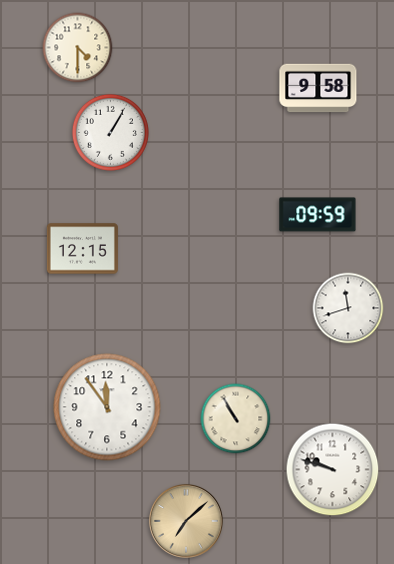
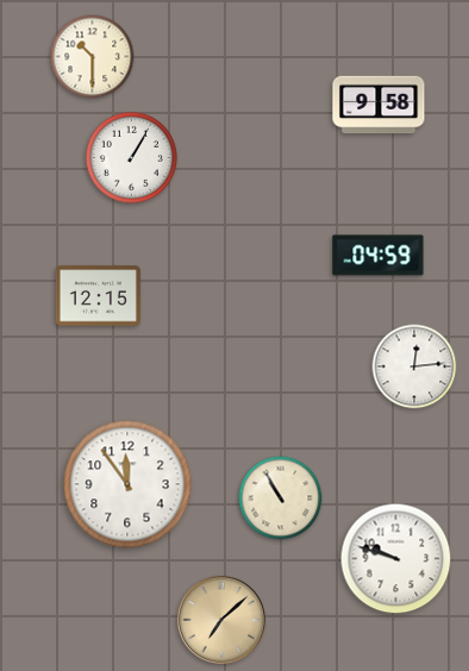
clock at (78, 48): 4:30 -> 10:30
clock at (318, 215): 09:59 -> 04:59
clock at (348, 308): 11:42 -> 12:14
